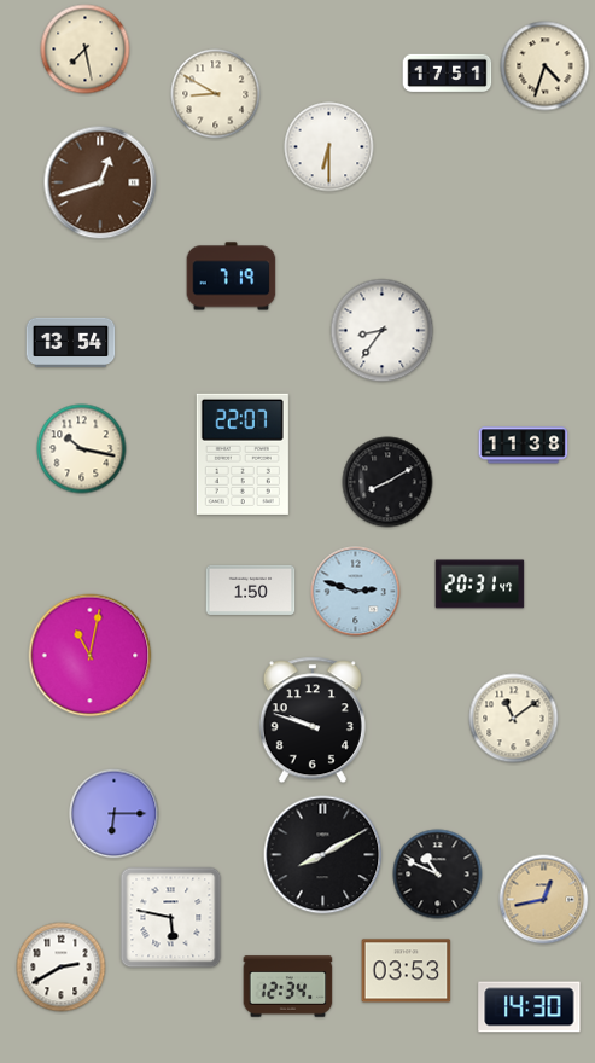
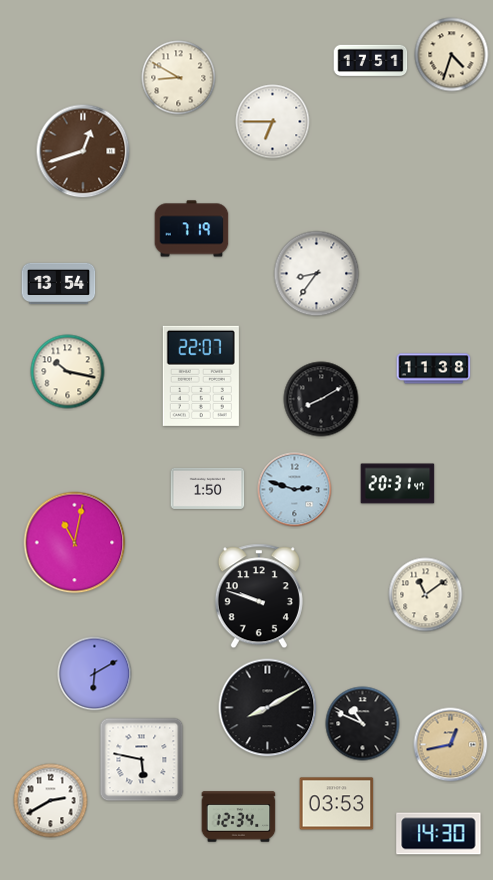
clock at (86, 50): 7:28 -> none
clock at (329, 147): 6:30 -> 6:45
clock at (115, 814): 6:15 -> 6:10
